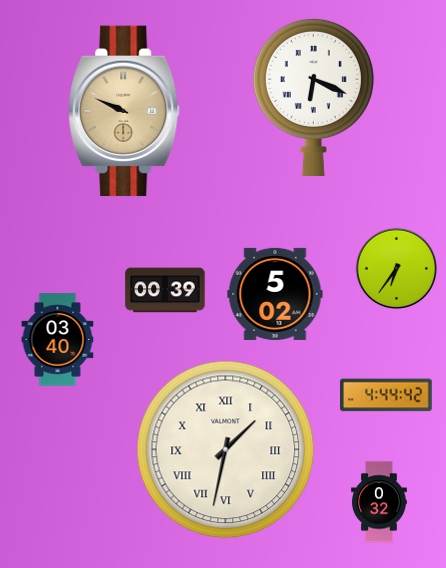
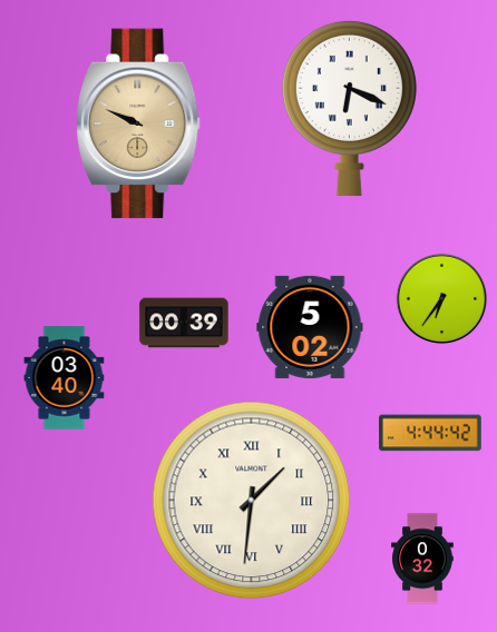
clock at (275, 294) position: (275, 294) -> (310, 327)
clock at (387, 395) position: (387, 395) -> (431, 433)
clock at (226, 450): 1:32 -> 1:31
